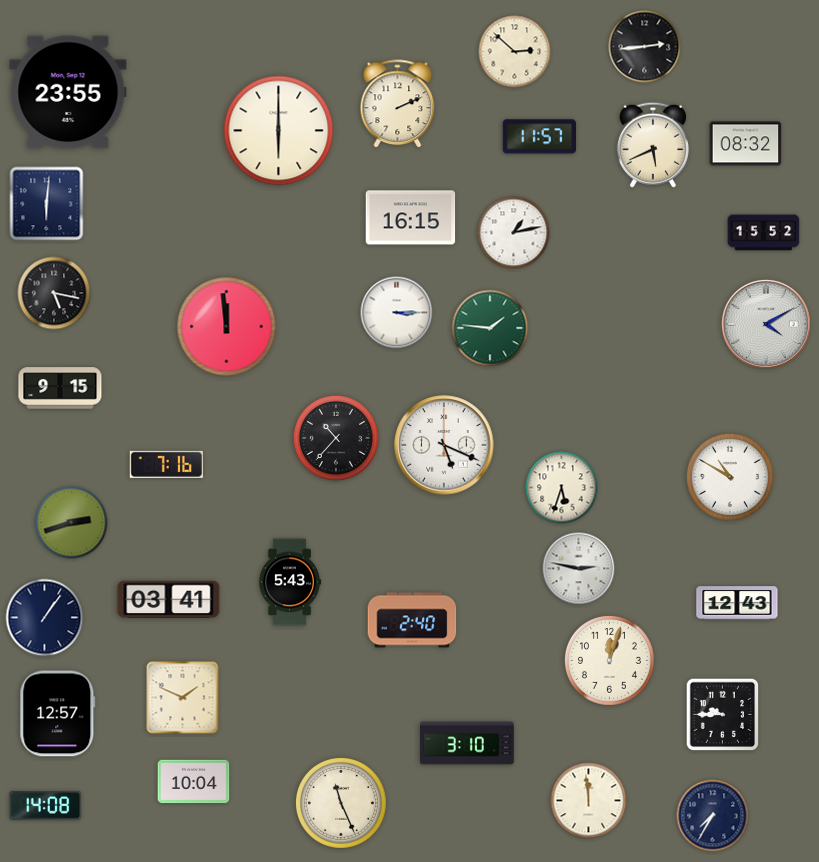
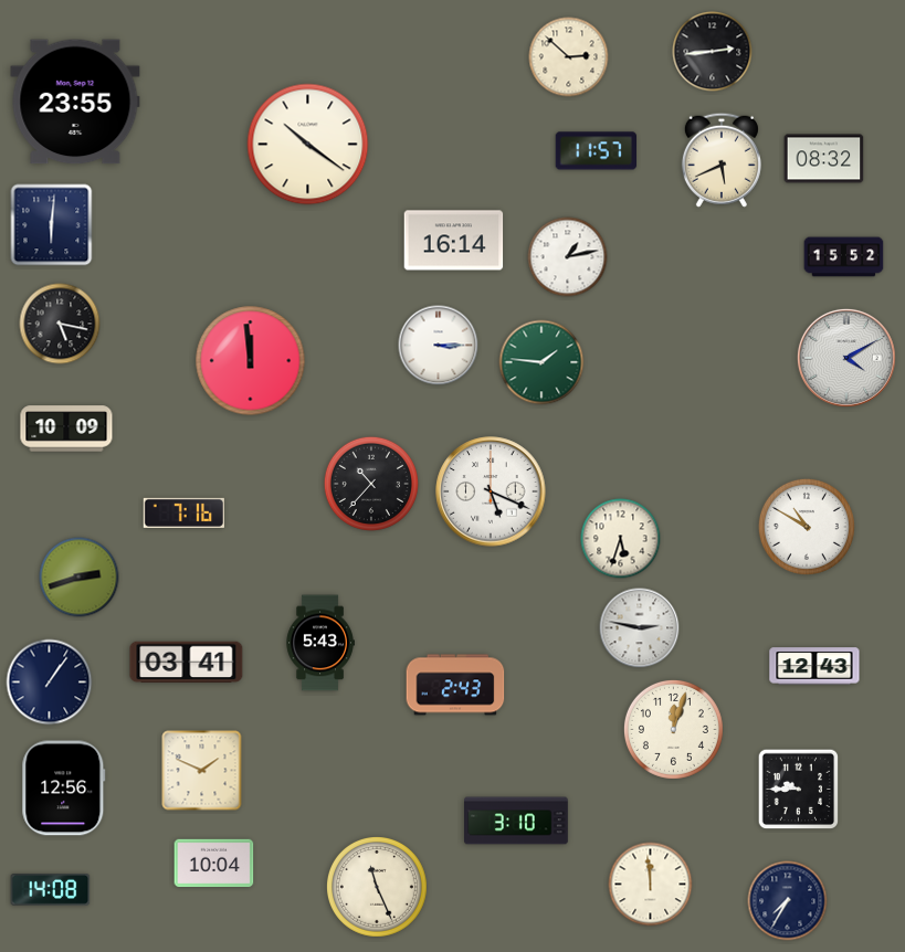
clock at (398, 103): 2:11 -> none
clock at (279, 131): 6:00 -> 10:21
clock at (411, 218): 16:15 -> 16:14
clock at (60, 388): 9:15 -> 10:09
clock at (412, 620): 2:40 -> 2:43
clock at (58, 714): 12:57 -> 12:56
